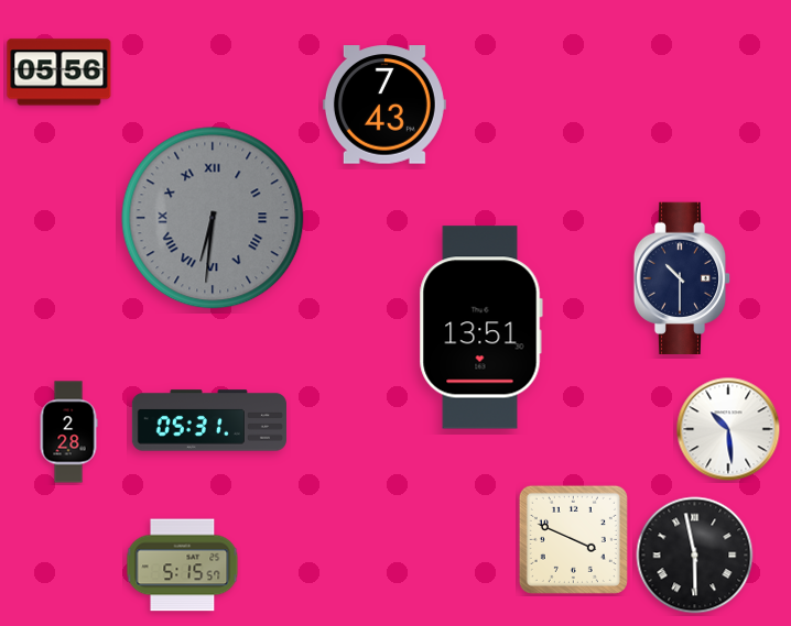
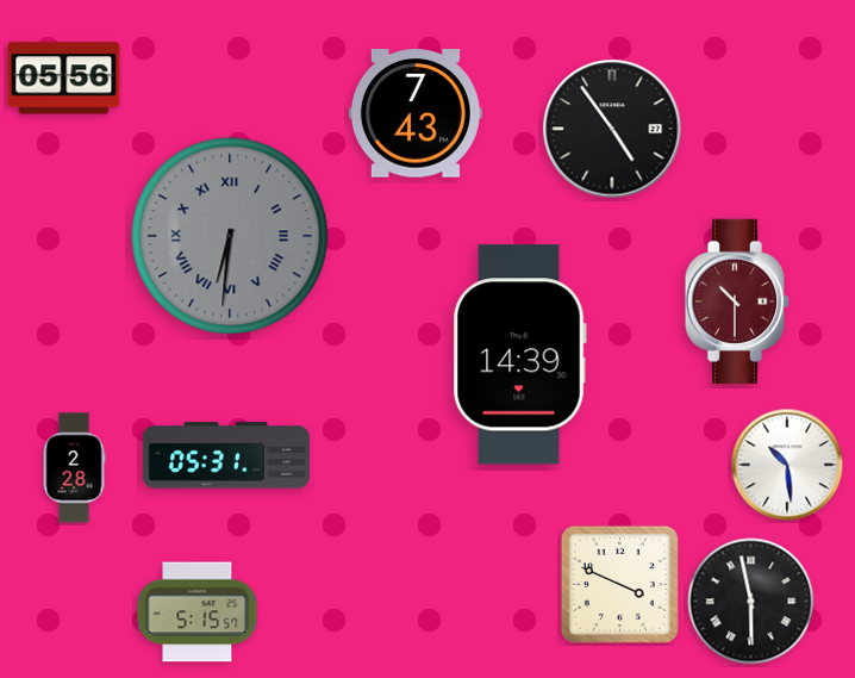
clock at (612, 129): none -> 4:54
clock at (682, 277) dial: navy -> burgundy
clock at (480, 328): 13:51 -> 14:39
